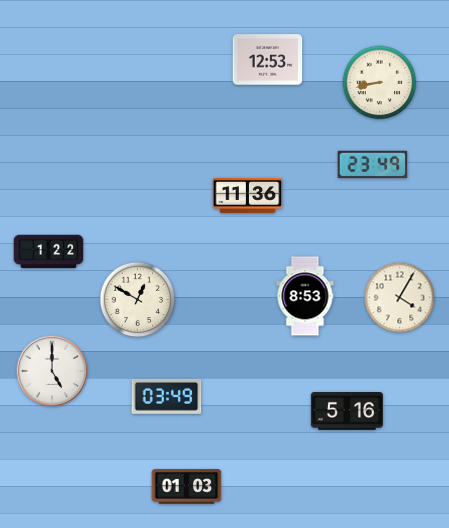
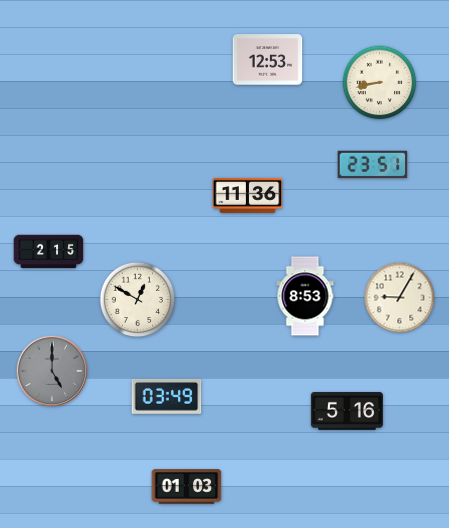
clock at (373, 165): 23:49 -> 23:51
clock at (49, 252): 1:22 -> 2:15
clock at (400, 298): 4:05 -> 9:05
clock at (52, 371) dial: white -> grey
